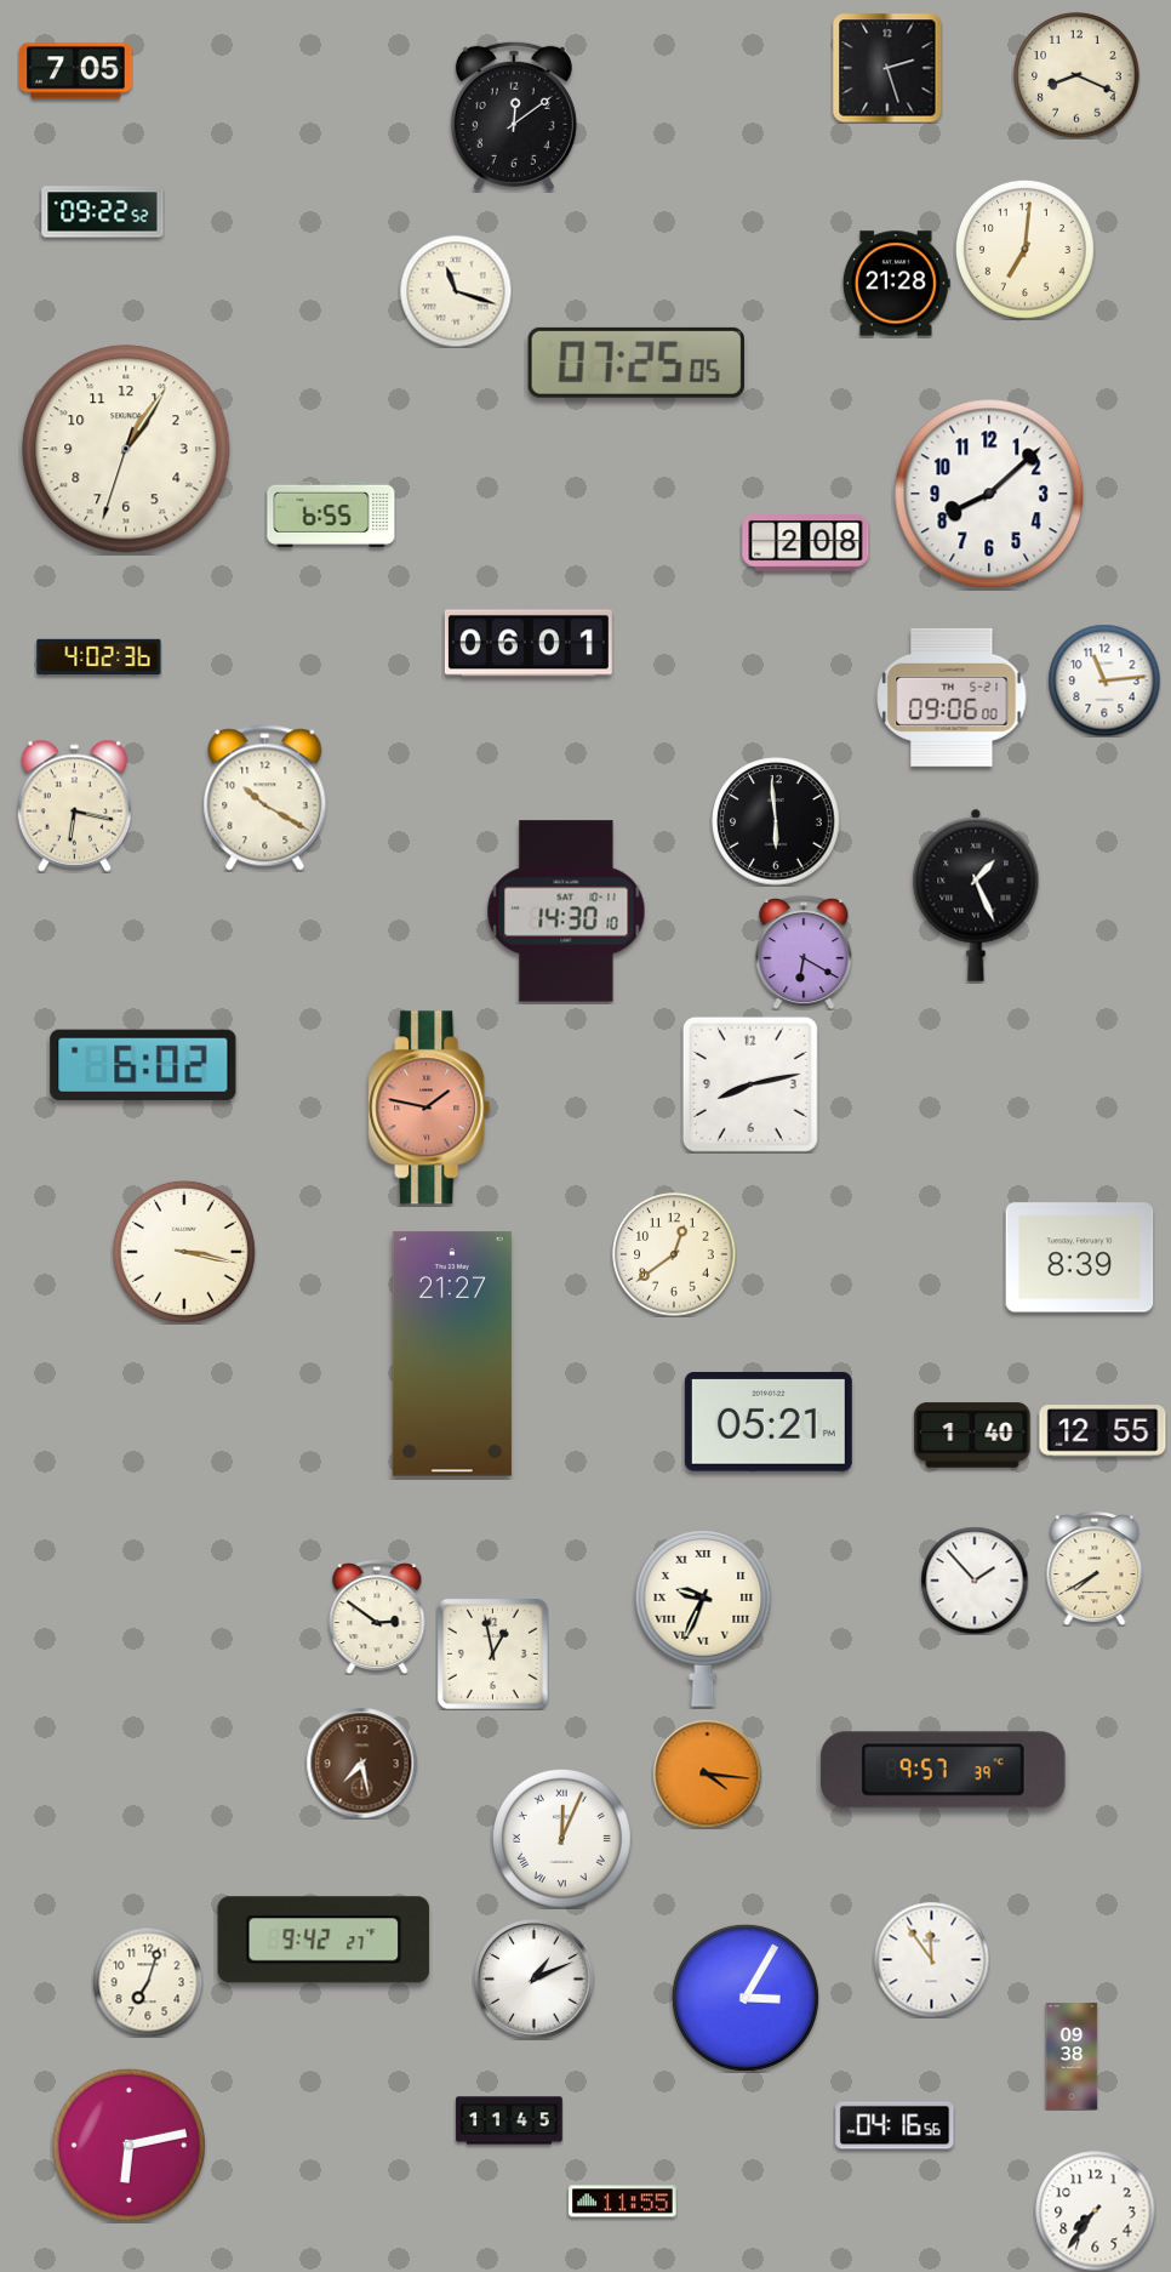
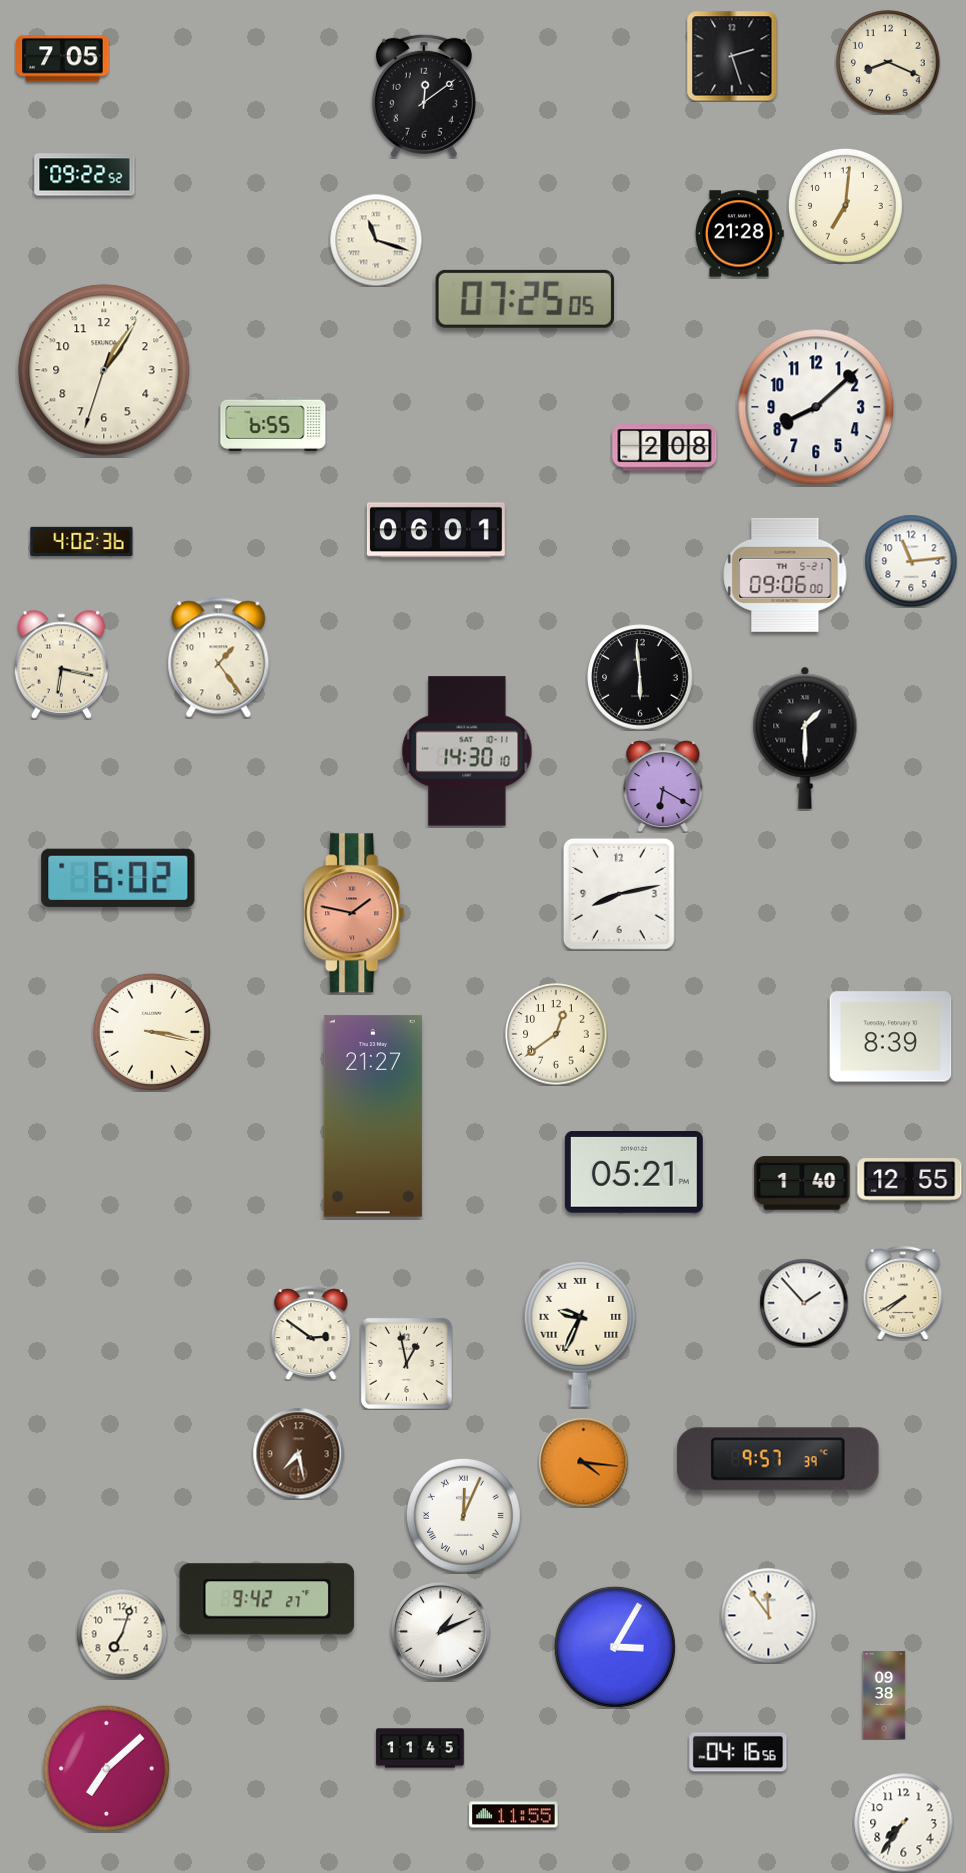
clock at (265, 798): 10:20 -> 1:24
clock at (976, 895): 1:26 -> 1:30
clock at (128, 2145): 6:13 -> 7:08
